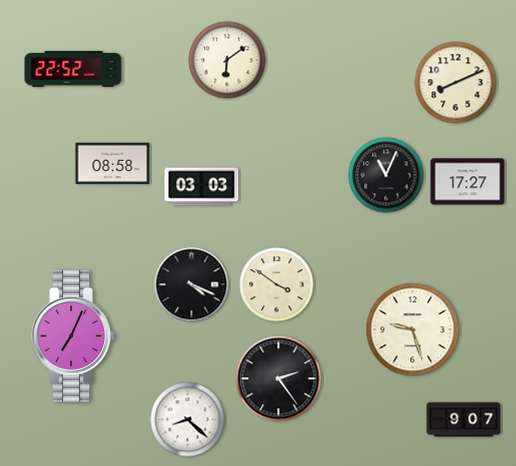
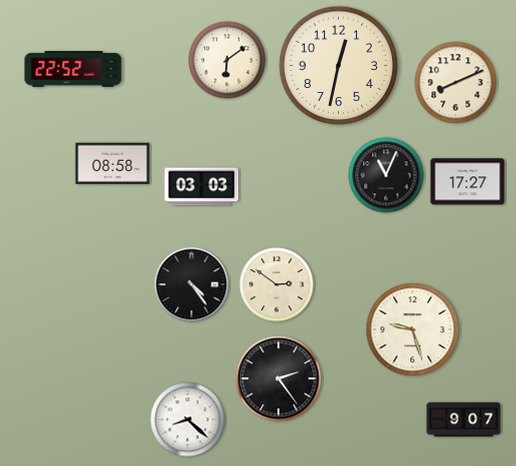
clock at (339, 66): none -> 12:32
clock at (192, 285): 4:19 -> 4:24
clock at (277, 285): 3:51 -> 2:51
clock at (73, 336): 7:04 -> none
